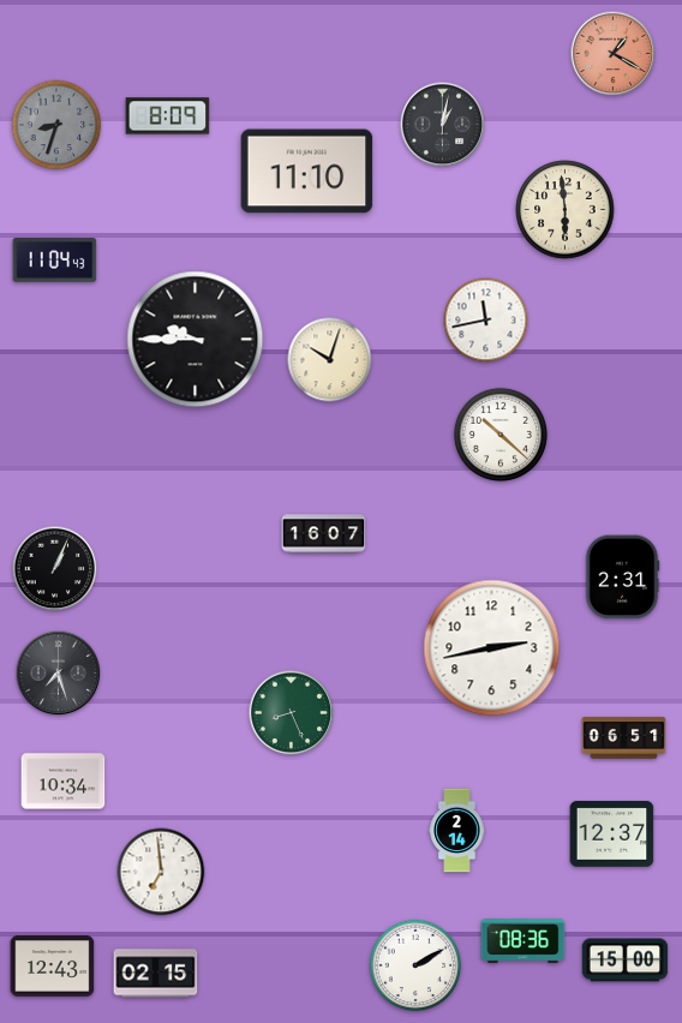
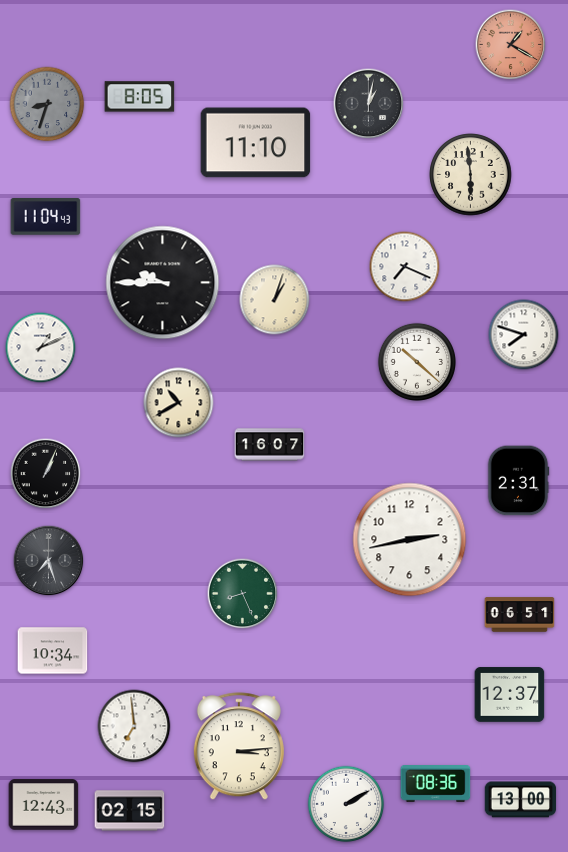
clock at (168, 116): 8:09 -> 8:05
clock at (486, 321): 11:43 -> 7:19
clock at (330, 360): 10:03 -> 1:03
clock at (524, 335): none -> 7:48
clock at (41, 348): none -> 1:11
clock at (179, 403): none -> 10:40
clock at (457, 831): 2:14 -> none
clock at (239, 747): none -> 3:14
clock at (626, 961): 15:00 -> 13:00
